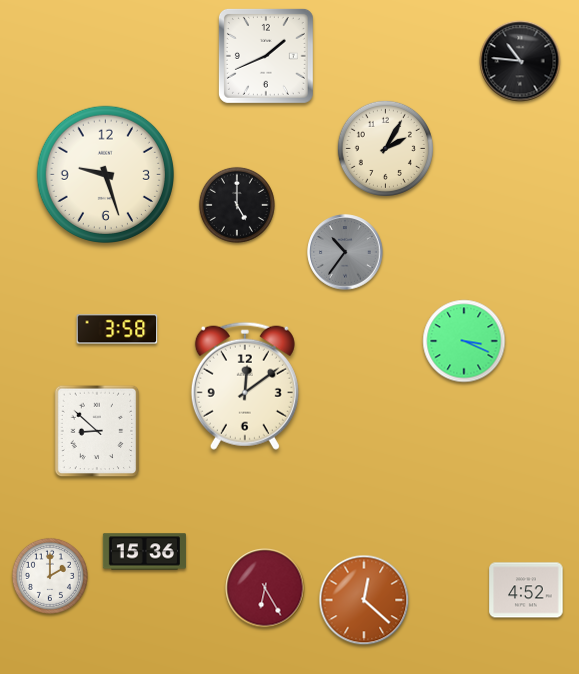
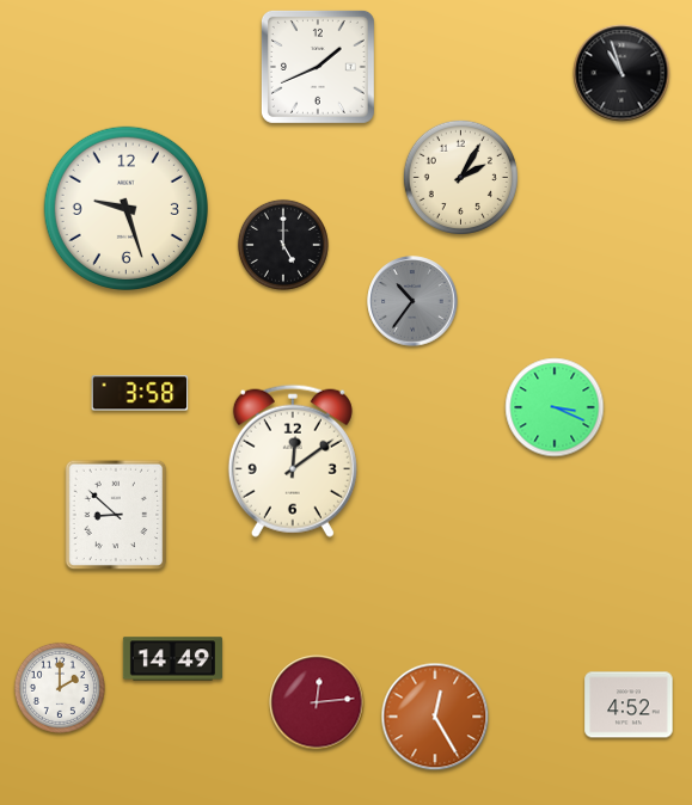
clock at (520, 61): 10:46 -> 10:57
clock at (144, 552): 15:36 -> 14:49
clock at (265, 588): 6:25 -> 12:14
clock at (364, 600): 12:22 -> 12:25
